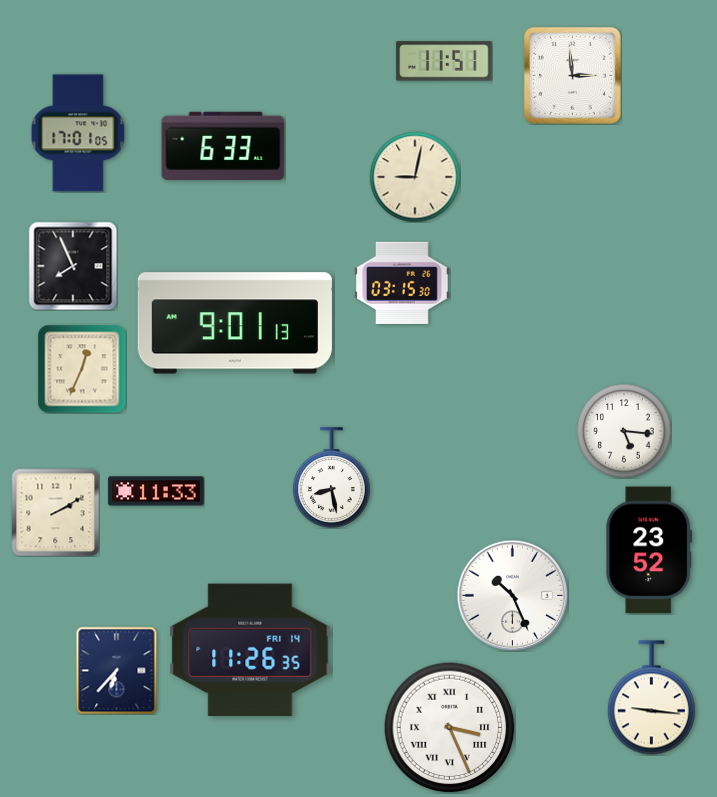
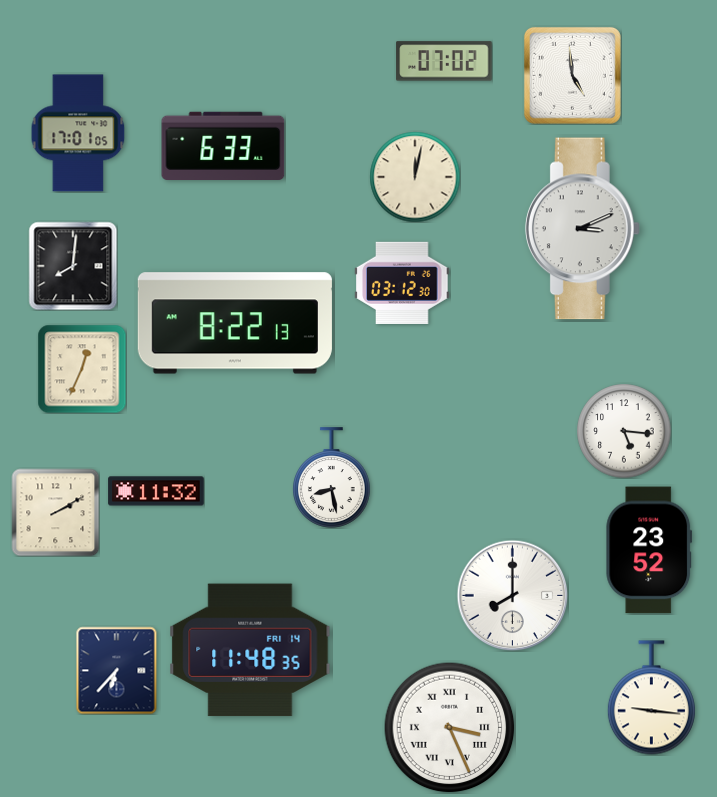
clock at (444, 61): 11:51 -> 07:02
clock at (572, 75): 2:59 -> 4:59
clock at (415, 177): 9:02 -> 12:02
clock at (582, 229): none -> 3:11
clock at (73, 266): 7:56 -> 8:01
clock at (402, 283): 03:15 -> 03:12
clock at (235, 323): 9:01 -> 8:22
clock at (156, 491): 11:33 -> 11:32
clock at (512, 595): 10:26 -> 8:00
clock at (250, 650): 11:26 -> 11:48
